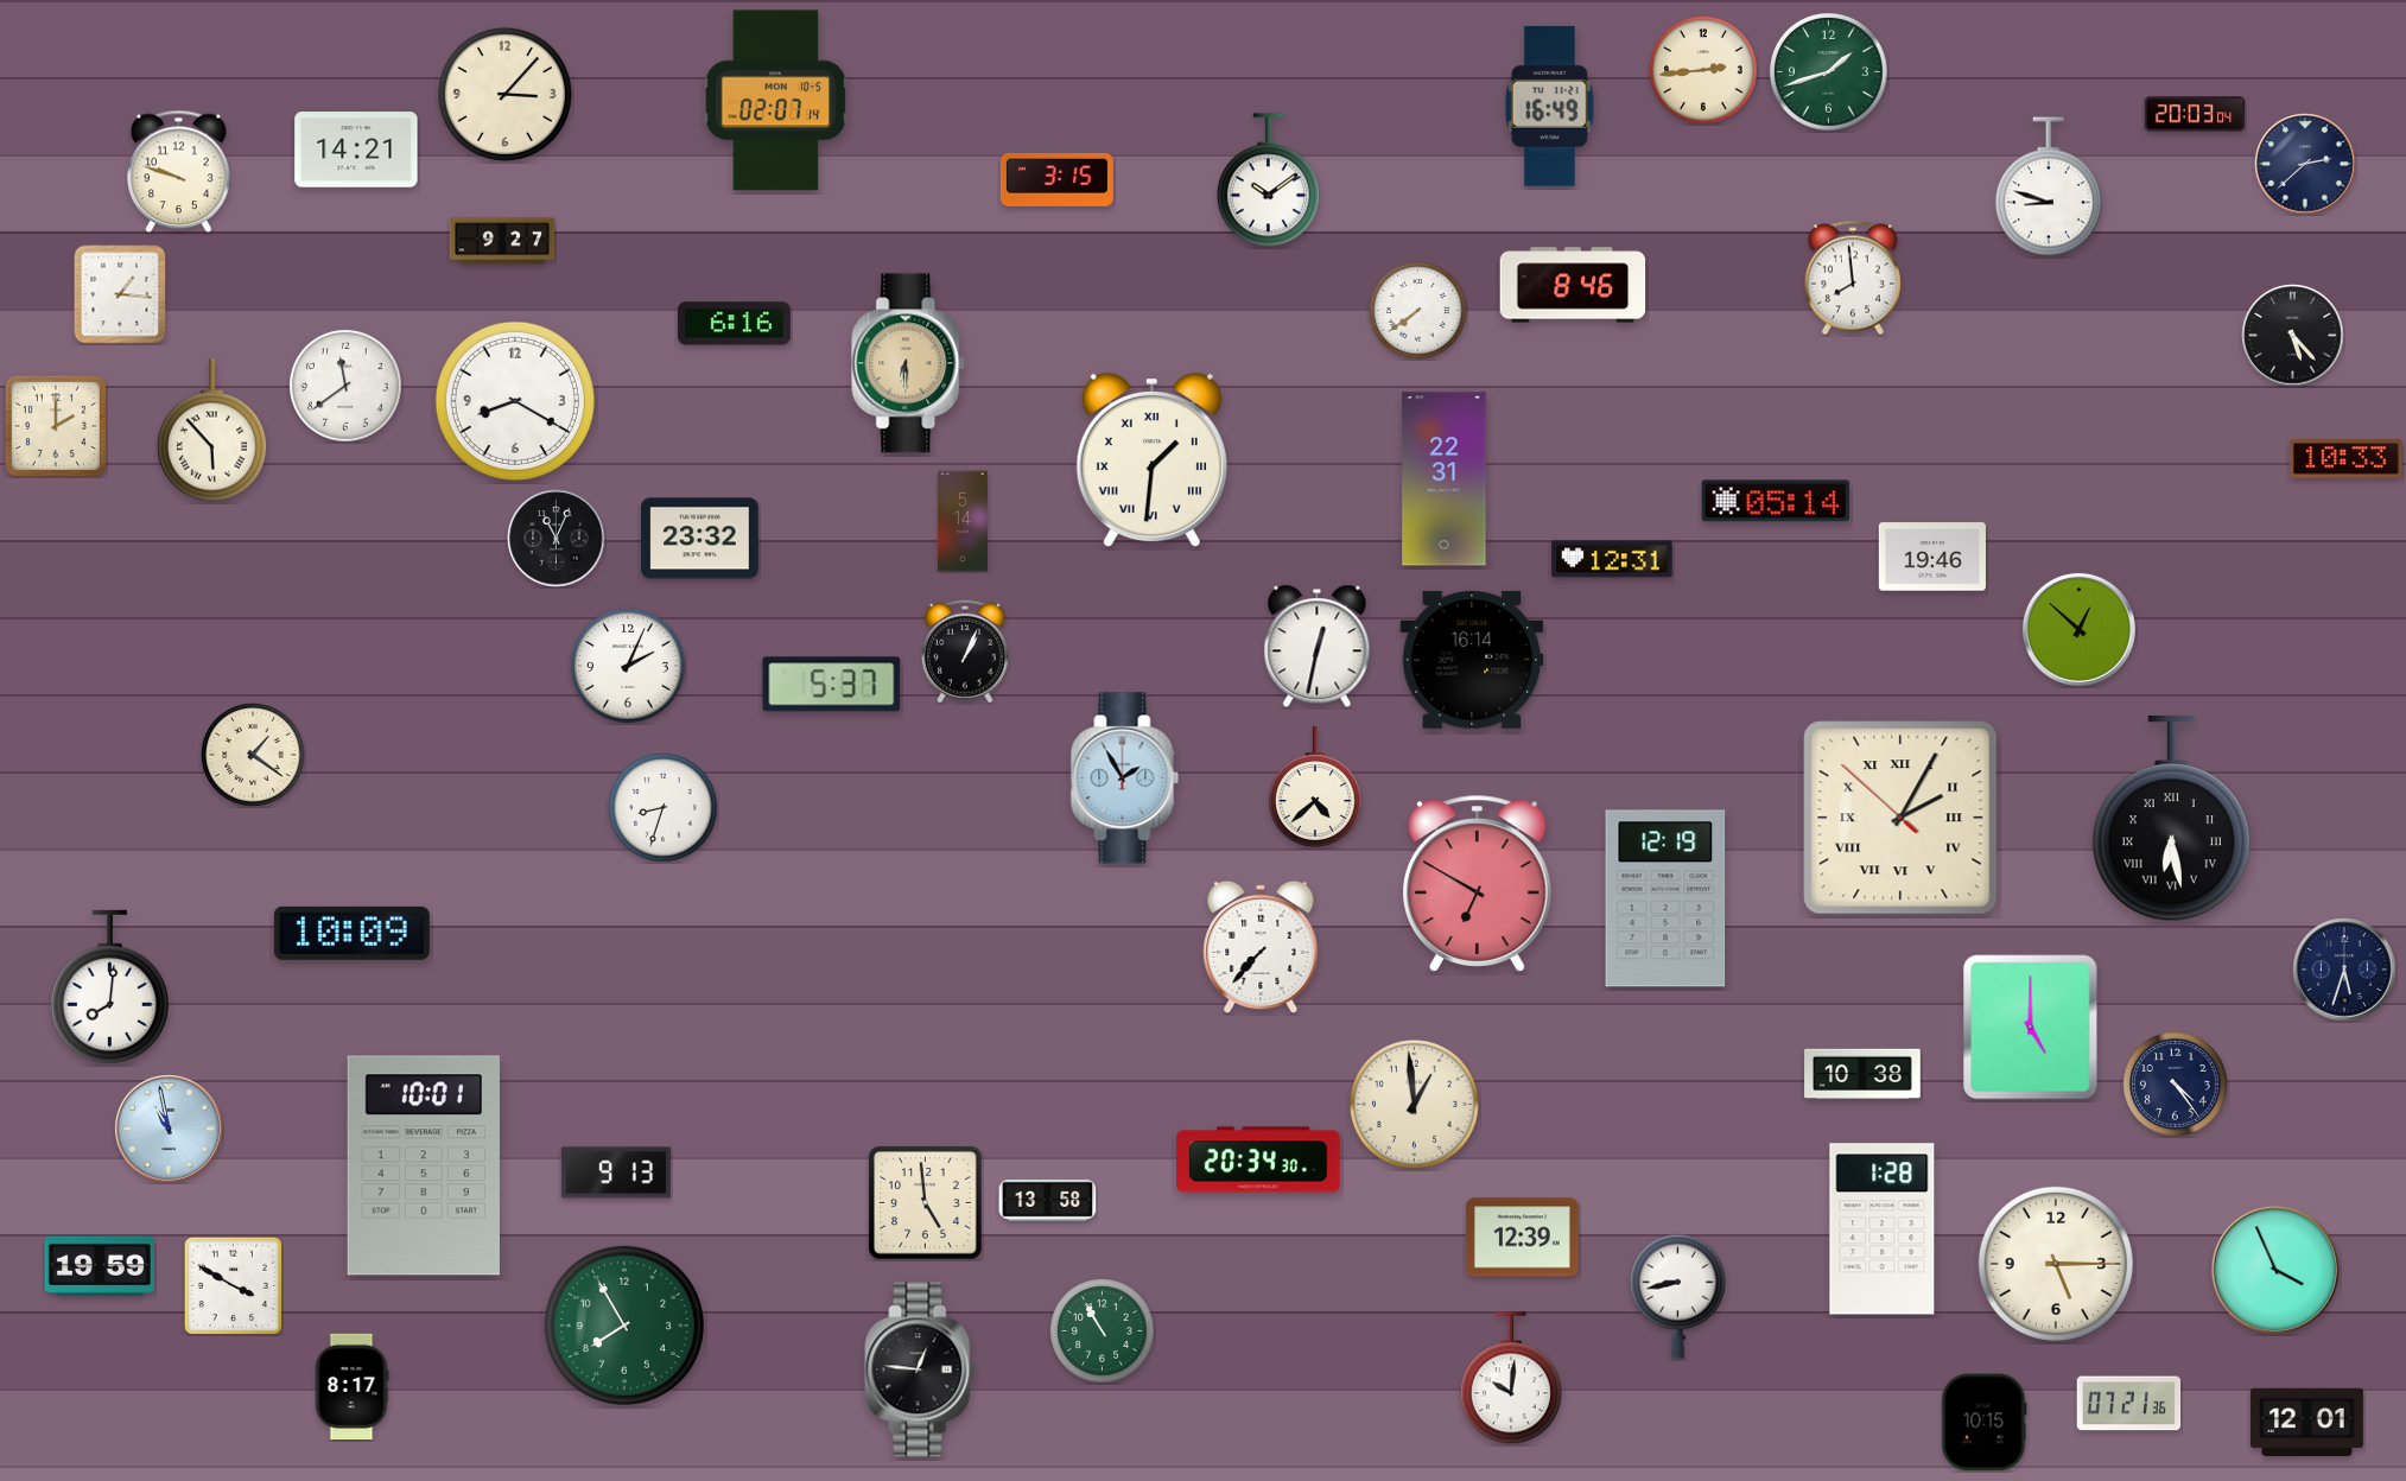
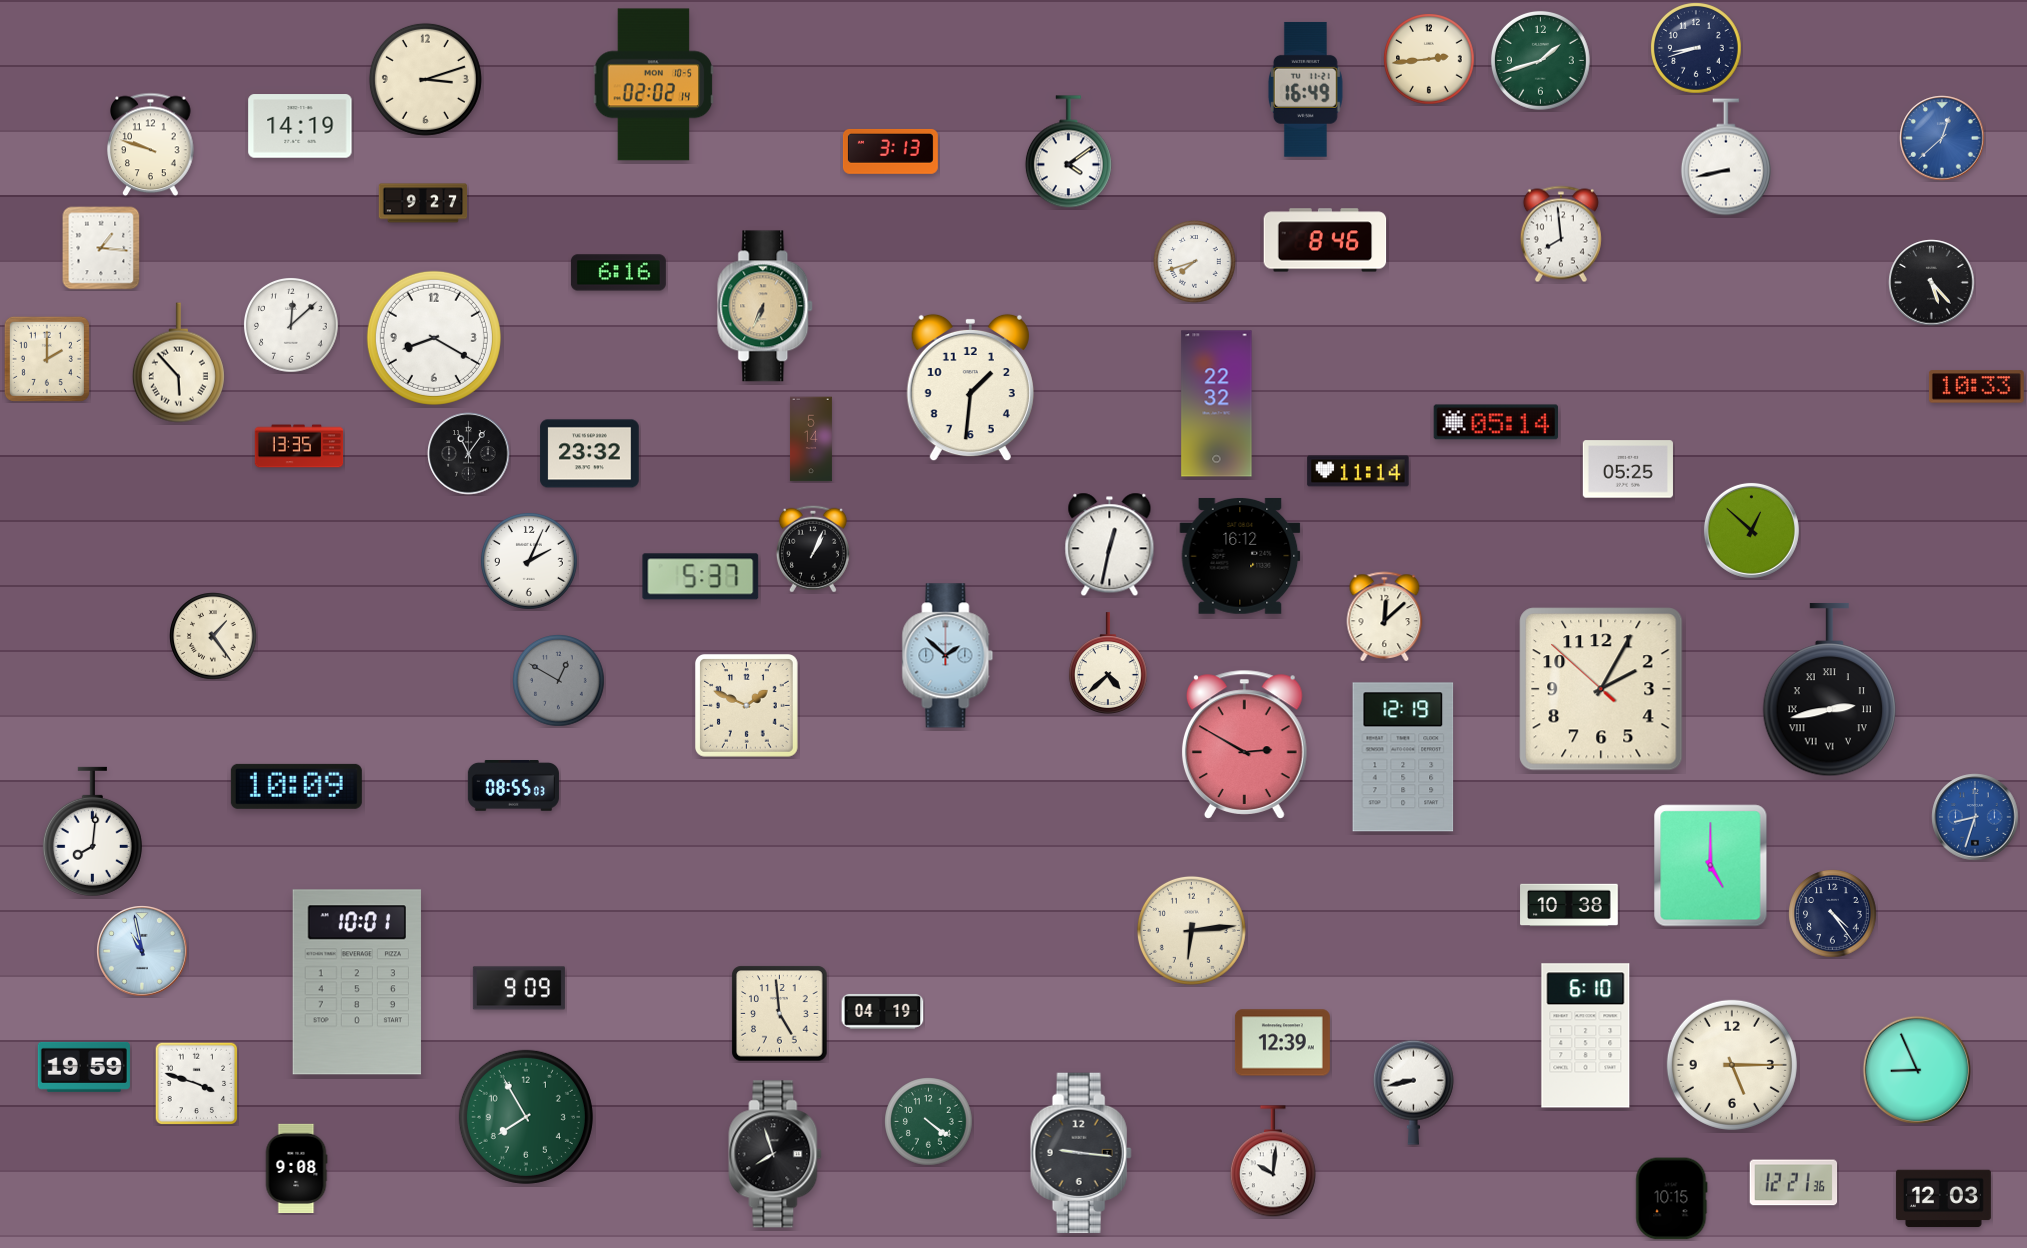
clock at (1696, 48): none -> 8:42
clock at (1703, 70) position: (1703, 70) -> (1429, 59)
clock at (504, 94): 3:07 -> 3:12
clock at (776, 101): 02:07 -> 02:02
clock at (2195, 114): 20:03 -> none
clock at (356, 150): 14:21 -> 14:19
clock at (2305, 164): 2:38 -> 12:38
clock at (2305, 164) dial: navy -> blue
clock at (1056, 179): 3:15 -> 3:13
clock at (1268, 180): 10:09 -> 4:09
clock at (2049, 186): 8:48 -> 8:43
clock at (1418, 311): 7:39 -> 7:42
clock at (909, 363): 6:30 -> 6:34
clock at (347, 387): 11:39 -> 12:08
clock at (1151, 460) numerals: Roman -> Arabic
clock at (1445, 479): 22:31 -> 22:32
clock at (299, 446): none -> 13:35
clock at (557, 539): 11:04 -> 11:06
clock at (1932, 557): 19:46 -> 05:25
clock at (1612, 559): 12:31 -> 11:14
clock at (1472, 660): 16:14 -> 16:12
clock at (1385, 616): none -> 12:08
clock at (253, 755): 1:21 -> 1:24
clock at (1125, 778): 1:55 -> 1:52
clock at (664, 808): 8:33 -> 12:50
clock at (664, 808) dial: white -> grey
clock at (1900, 818) numerals: Roman -> Arabic
clock at (2171, 819): 6:28 -> 2:43
clock at (747, 706): none -> 1:49
clock at (1477, 883): 6:50 -> 2:50
clock at (513, 786): none -> 08:55
clock at (1261, 947): 7:37 -> none
clock at (2344, 970): 5:33 -> 8:33
clock at (2344, 970) dial: navy -> blue
clock at (1414, 1104): 12:59 -> 6:14
clock at (1258, 1159): 20:34 -> none
clock at (616, 1172): 9:13 -> 9:09
clock at (1048, 1200): 13:58 -> 04:19
clock at (1883, 1229): 1:28 -> 6:10
clock at (2275, 1270): 3:56 -> 8:56
clock at (233, 1285): 3:50 -> 3:48
clock at (1103, 1331): 10:55 -> 4:21
clock at (1081, 1153): none -> 9:16
clock at (920, 1369): 12:46 -> 7:57
clock at (351, 1386): 8:17 -> 9:08
clock at (2129, 1404): 07:21 -> 12:21
clock at (2306, 1423): 12:01 -> 12:03
